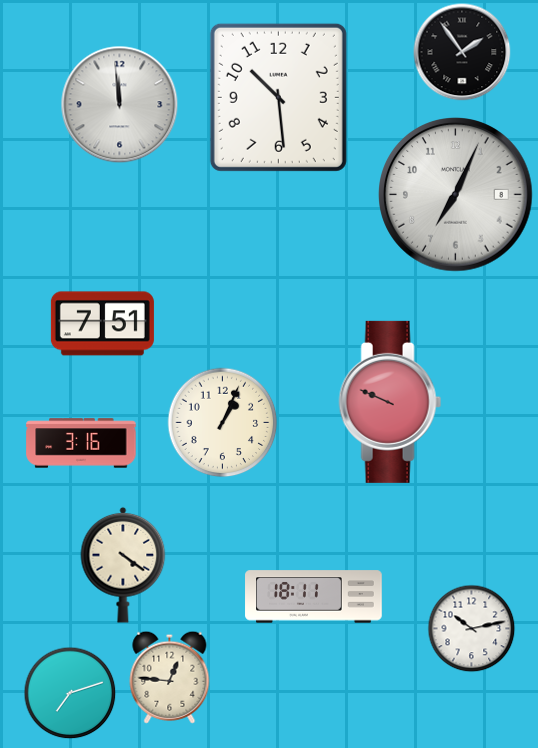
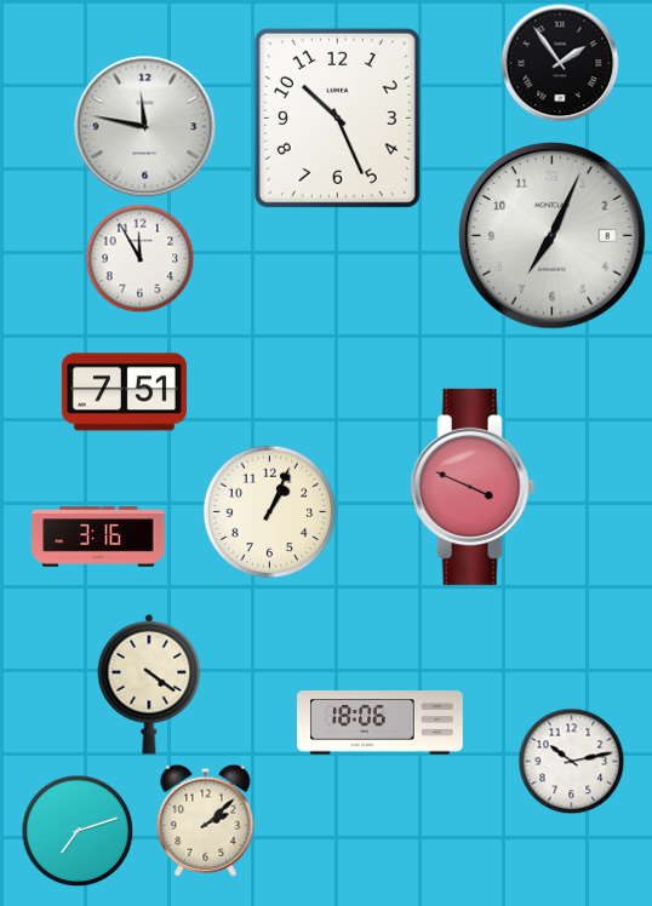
clock at (278, 97): 10:29 -> 10:26
clock at (120, 105): 11:59 -> 11:47
clock at (141, 259): none -> 11:55
clock at (390, 402): 9:49 -> 3:49
clock at (314, 597): 18:11 -> 18:06
clock at (170, 677): 12:46 -> 2:08
clock at (70, 693) position: (70, 693) -> (78, 831)
